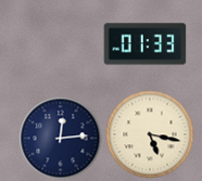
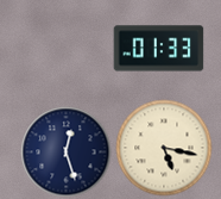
clock at (61, 139): 12:14 -> 12:27
